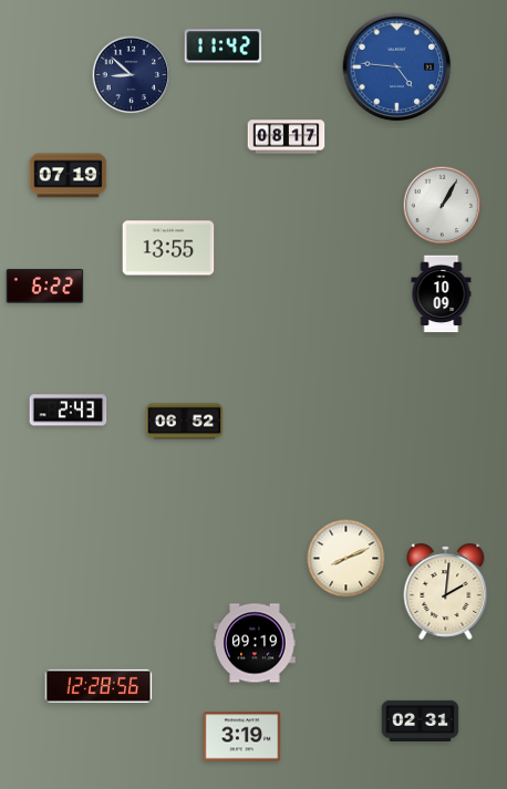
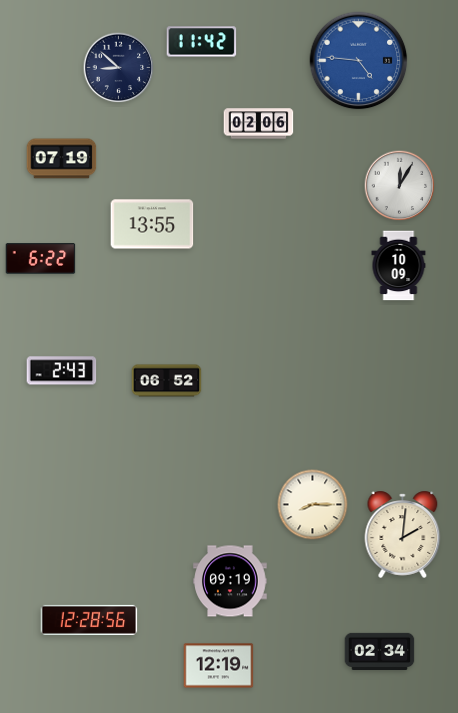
clock at (287, 137): 08:17 -> 02:06
clock at (443, 206): 1:05 -> 12:05
clock at (346, 559): 8:11 -> 8:15
clock at (421, 720): 02:31 -> 02:34
clock at (242, 737): 3:19 -> 12:19
